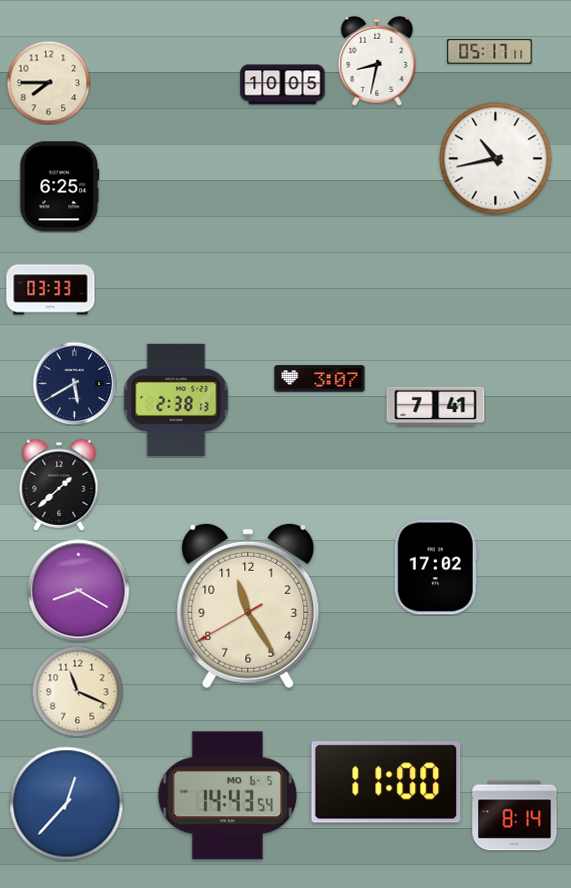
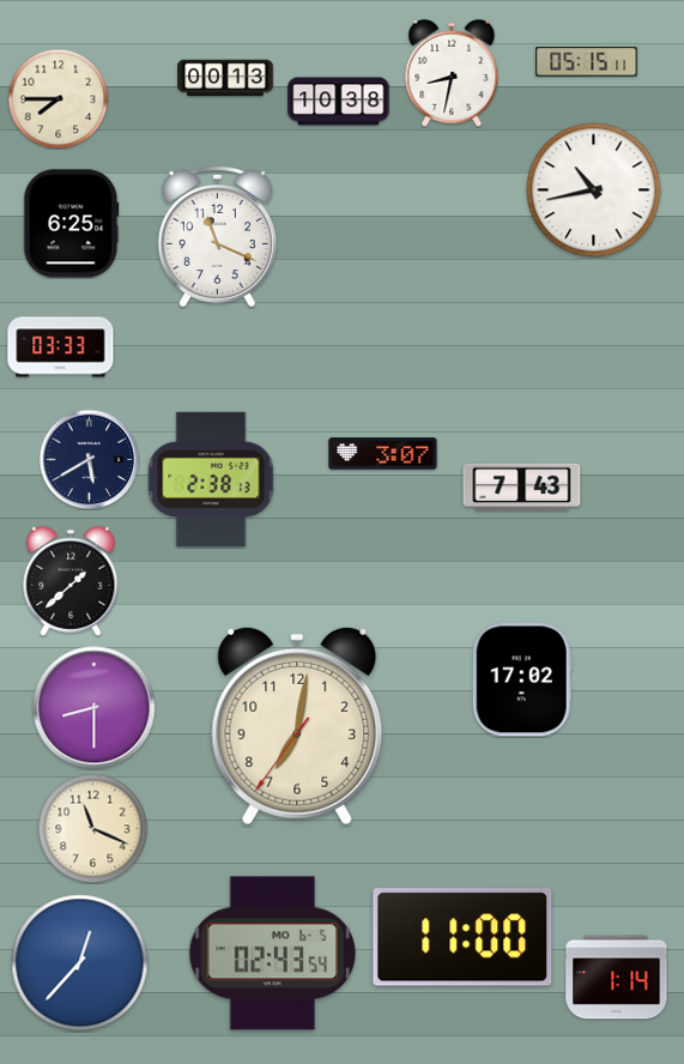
clock at (490, 52): 05:17 -> 05:15
clock at (225, 78): none -> 00:13
clock at (283, 85): 10:05 -> 10:38
clock at (217, 236): none -> 11:19
clock at (436, 406): 7:41 -> 7:43
clock at (79, 591): 8:20 -> 8:30
clock at (248, 606): 11:24 -> 7:01
clock at (227, 796): 14:43 -> 02:43
clock at (515, 816): 8:14 -> 1:14
